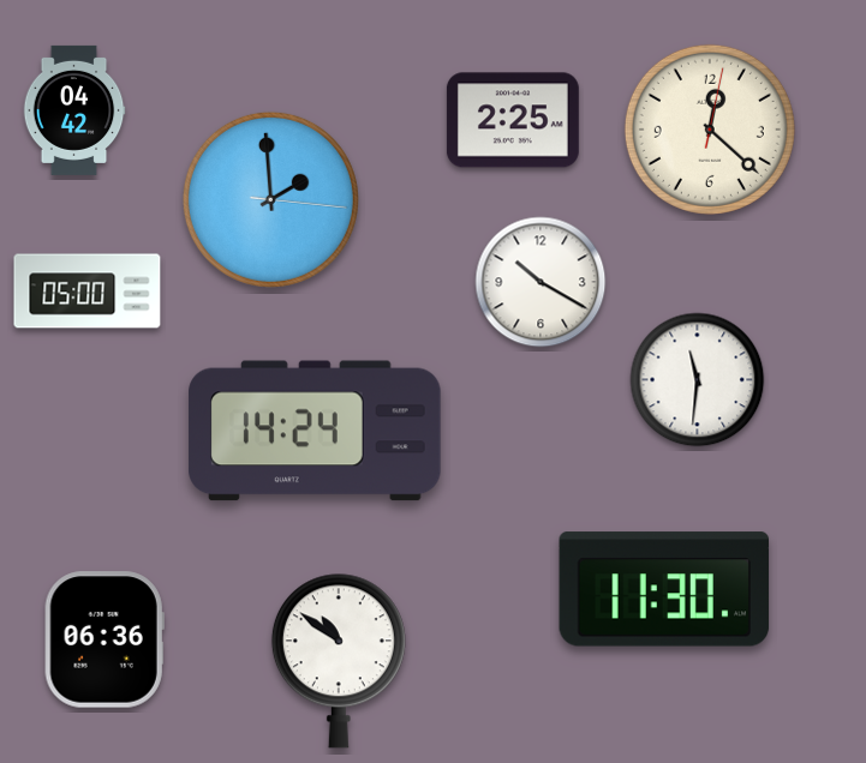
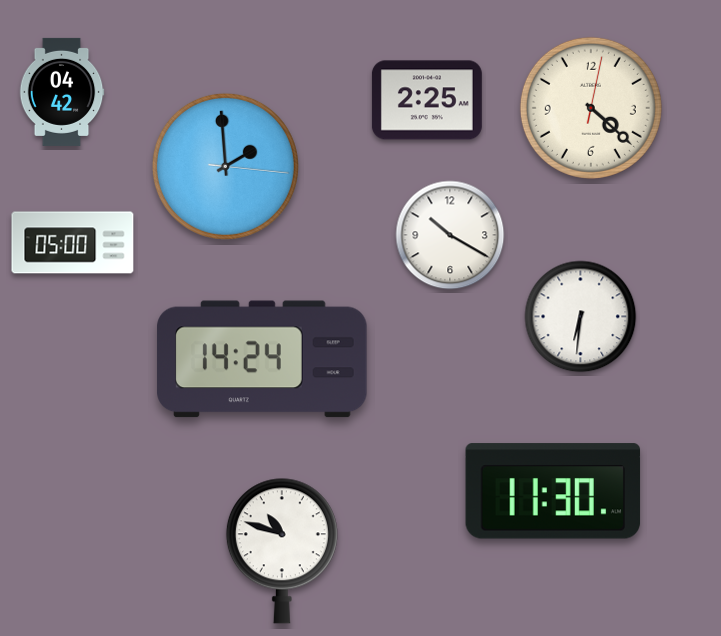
clock at (710, 130): 12:22 -> 4:22
clock at (698, 380): 11:31 -> 6:31
clock at (104, 639): 06:36 -> none
clock at (339, 661): 10:51 -> 10:48
